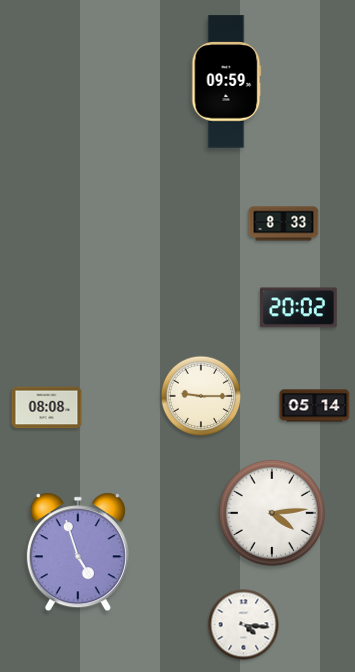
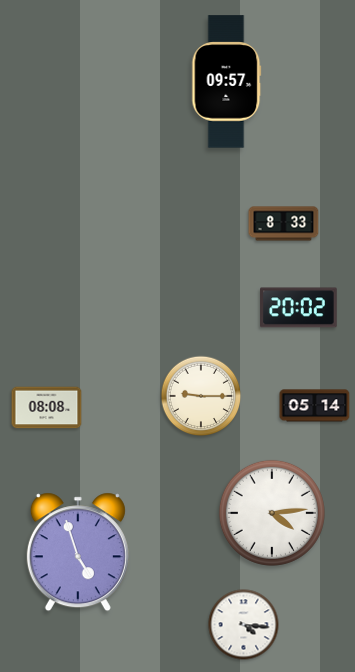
clock at (227, 82): 09:59 -> 09:57
